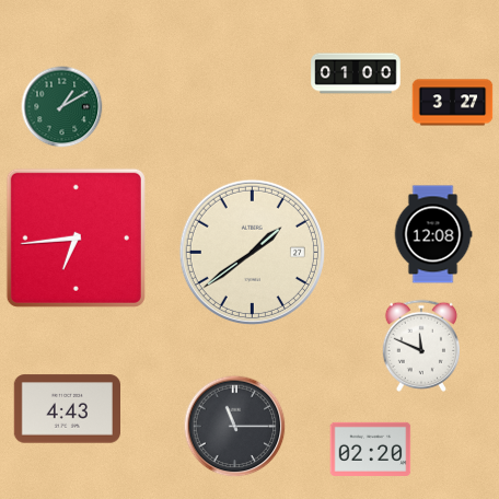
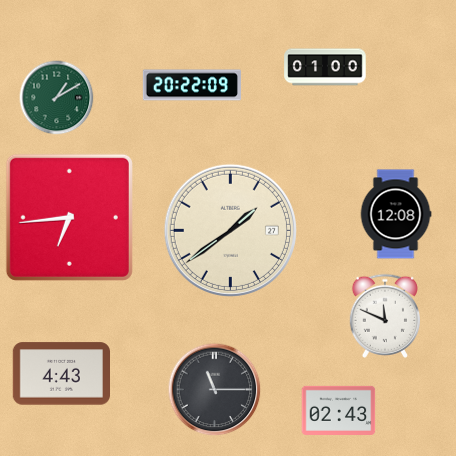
clock at (192, 85): none -> 20:22
clock at (453, 103): 3:27 -> none
clock at (371, 449): 02:20 -> 02:43
